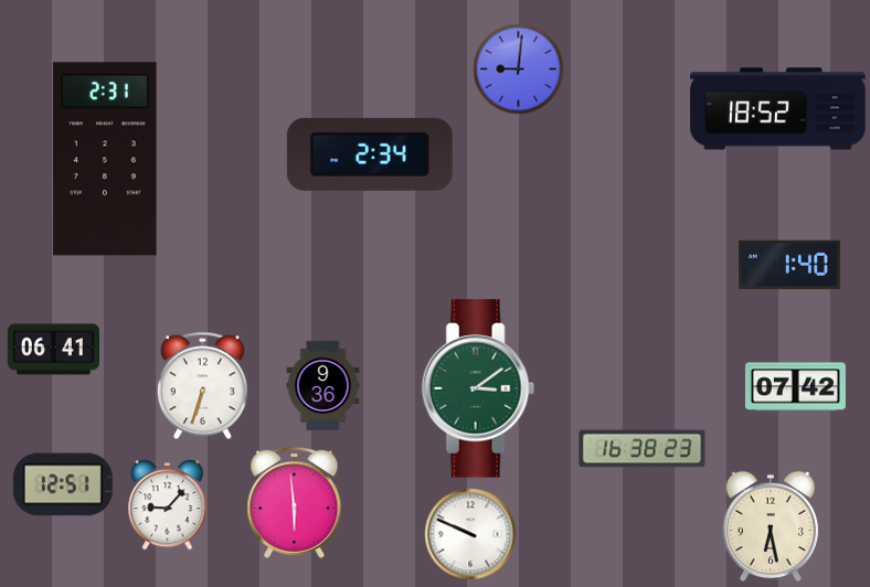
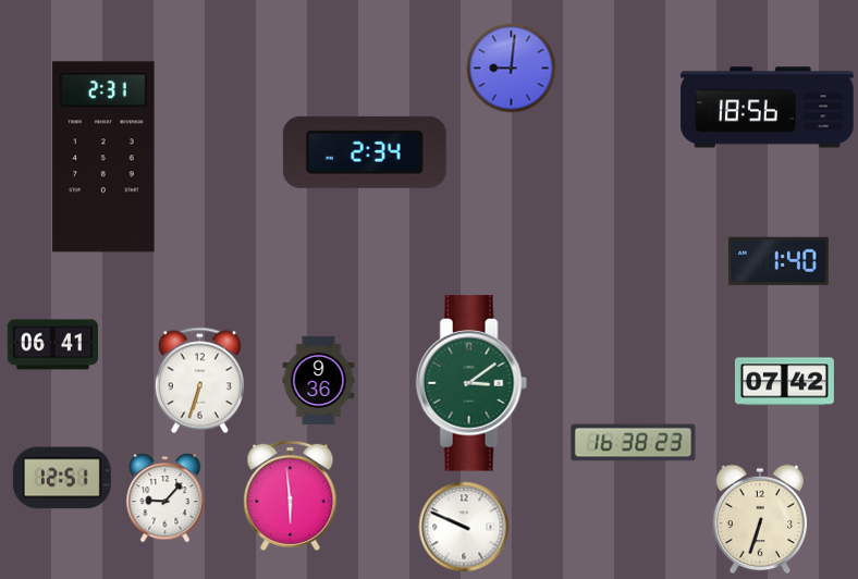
clock at (778, 109): 18:52 -> 18:56
clock at (771, 526): 6:28 -> 6:33
